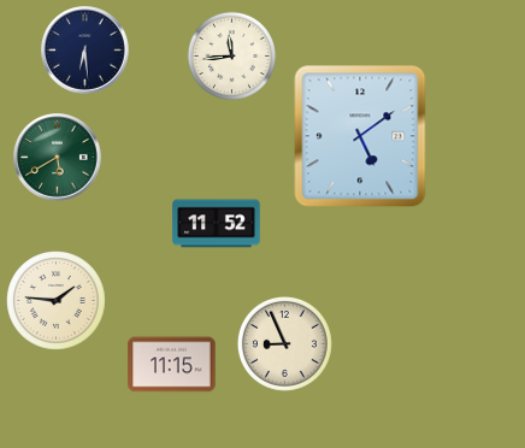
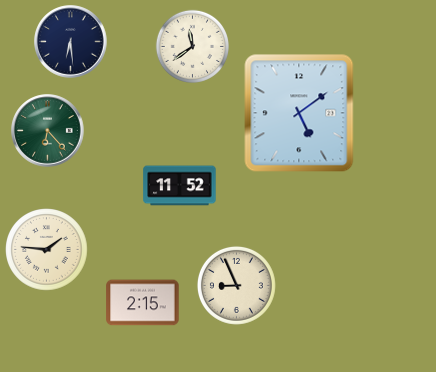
clock at (231, 55): 11:44 -> 11:39
clock at (58, 158): 5:40 -> 6:23
clock at (172, 365): 11:15 -> 2:15
